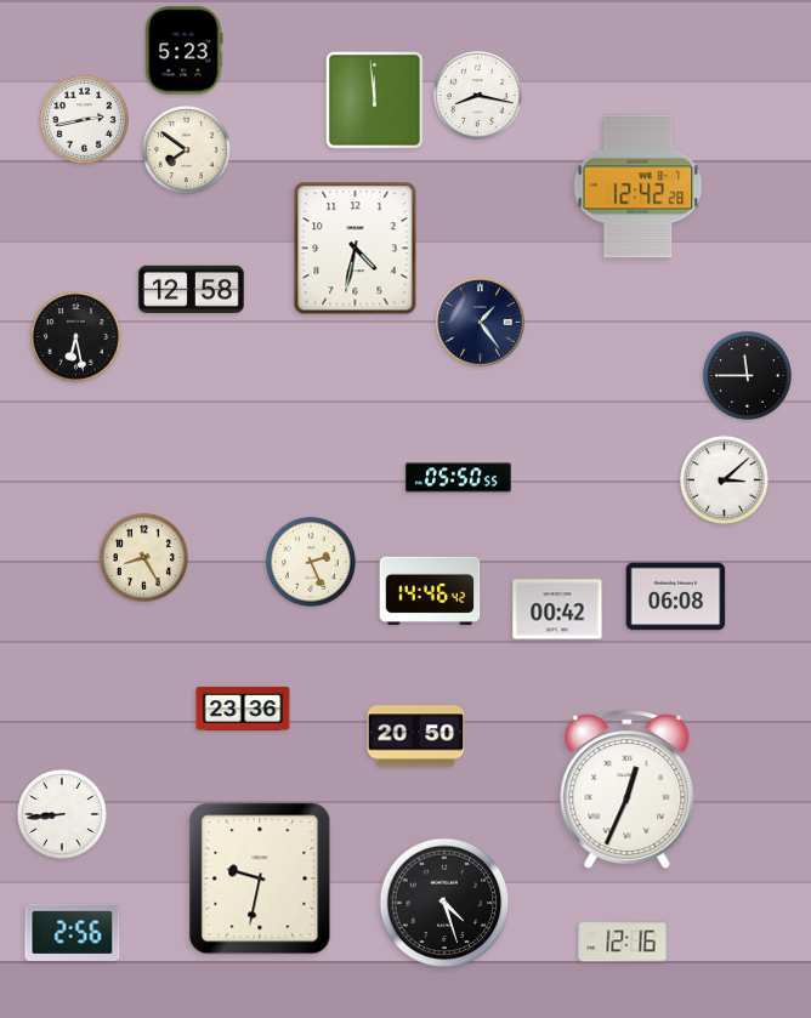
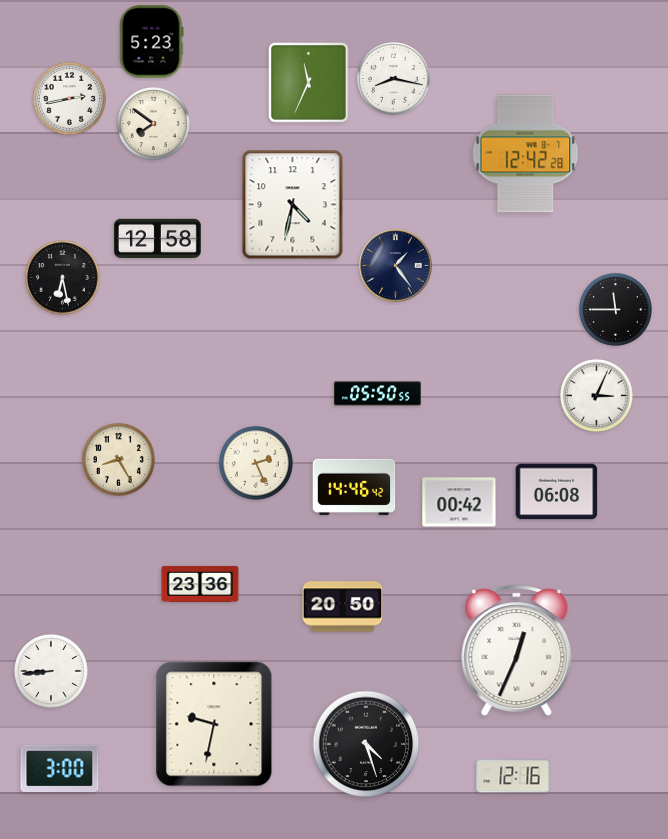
clock at (375, 101): 11:59 -> 11:34
clock at (724, 479): 3:08 -> 3:04
clock at (73, 932): 2:56 -> 3:00
